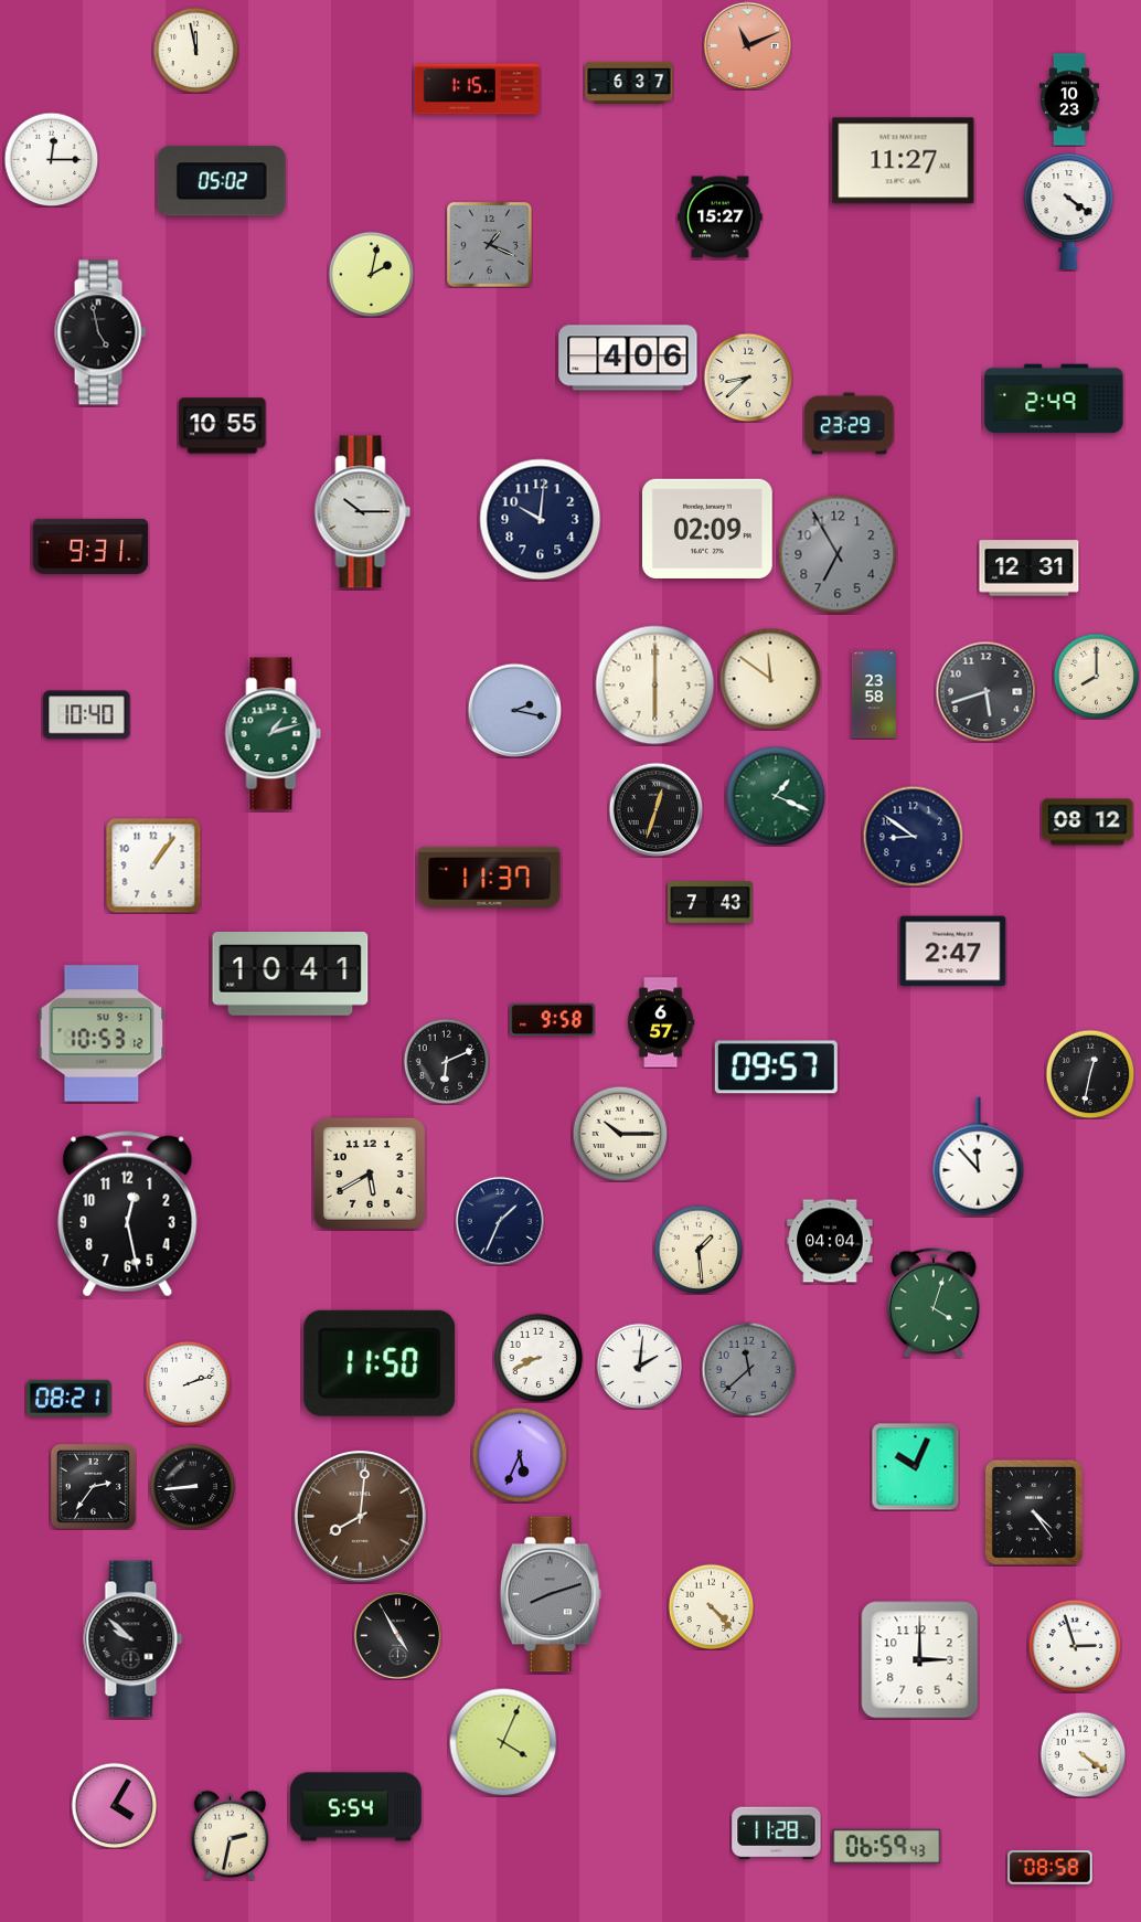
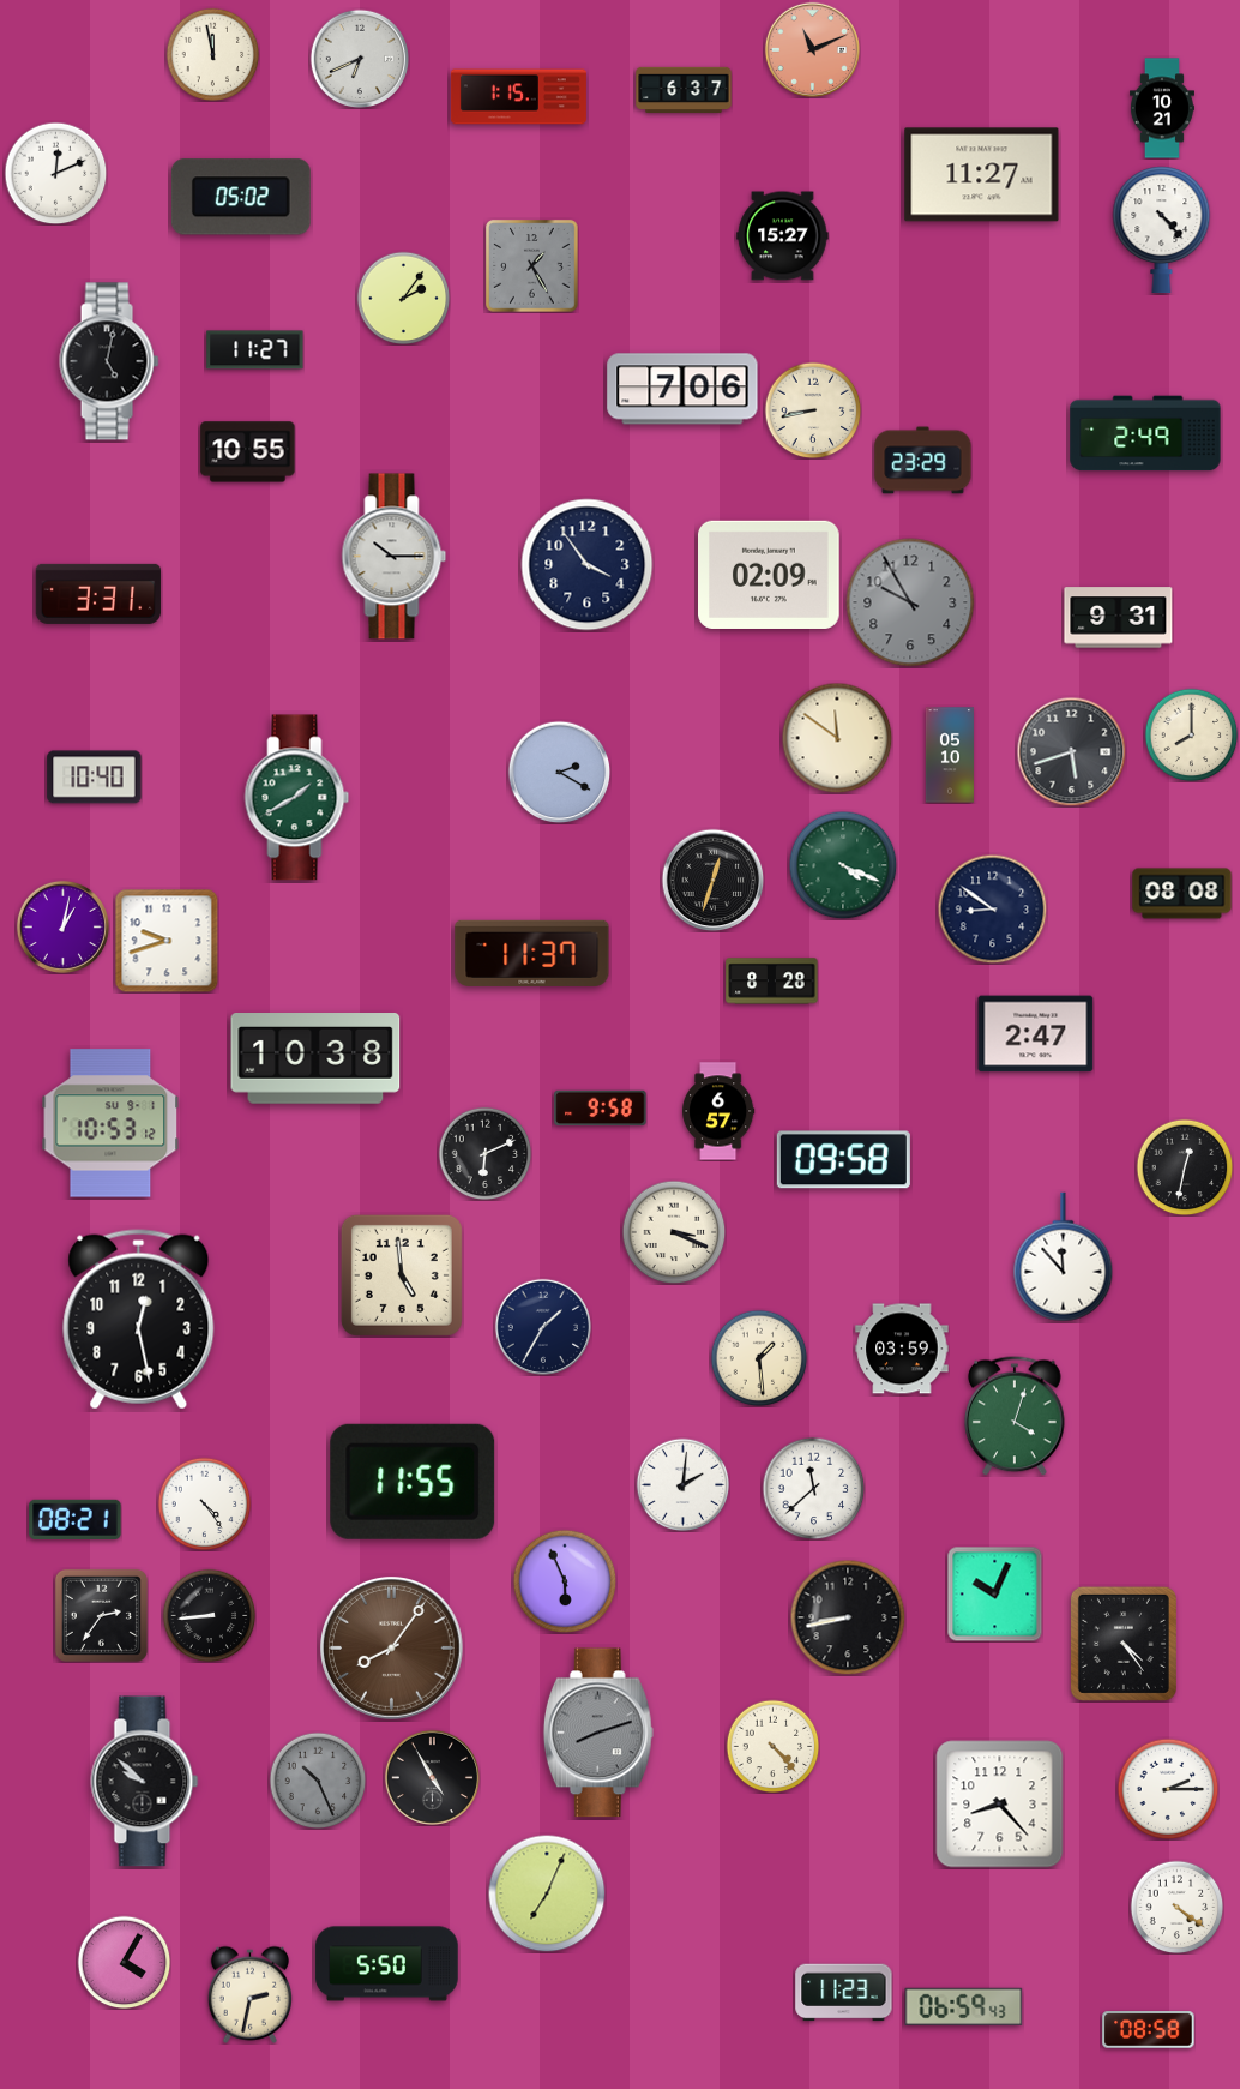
clock at (360, 59): none -> 6:41
clock at (1069, 99): 10:23 -> 10:21
clock at (51, 159): 12:15 -> 12:11
clock at (1069, 212): 4:21 -> 4:23
clock at (490, 245): 1:19 -> 1:25
clock at (371, 274): 2:02 -> 2:06
clock at (255, 350): none -> 11:27
clock at (100, 332): 4:58 -> 5:02
clock at (628, 358): 4:06 -> 7:06
clock at (748, 378): 8:38 -> 8:43
clock at (223, 426) position: (223, 426) -> (248, 452)
clock at (541, 520): 10:01 -> 3:54
clock at (90, 546): 9:31 -> 3:31
clock at (838, 554): 6:55 -> 9:55
clock at (1030, 569): 12:31 -> 9:31
clock at (655, 686): 6:00 -> none
clock at (873, 694): 23:58 -> 05:10
clock at (514, 710): 2:17 -> 2:20
clock at (274, 734): 1:12 -> 1:40
clock at (776, 796): 1:19 -> 4:19
clock at (1088, 822): 08:12 -> 08:08
clock at (62, 926): none -> 1:02
clock at (153, 866): 1:06 -> 9:42
clock at (711, 903): 7:43 -> 8:28
clock at (290, 975): 10:41 -> 10:38
clock at (776, 1068): 09:57 -> 09:58
clock at (620, 1134): 10:15 -> 3:19
clock at (370, 1174): 5:40 -> 4:59
clock at (499, 1220): 1:34 -> 1:35
clock at (830, 1241): 04:04 -> 03:59
clock at (538, 1358): 8:41 -> none
clock at (380, 1363): 11:50 -> 11:55
clock at (639, 1366) position: (639, 1366) -> (682, 1484)
clock at (748, 1369) dial: grey -> white
clock at (188, 1383): 2:12 -> 4:24
clock at (520, 1455): 5:34 -> 5:56
clock at (848, 1617): none -> 8:43
clock at (361, 1517): 8:01 -> 8:06
clock at (318, 1781): none -> 10:26
clock at (1075, 1646): 2:57 -> 2:15
clock at (920, 1660): 3:00 -> 8:23
clock at (503, 1742): 4:04 -> 7:04
clock at (356, 1807): 5:54 -> 5:50
clock at (777, 1834): 11:28 -> 11:23
clock at (1051, 1868) position: (1051, 1868) -> (1149, 2030)
